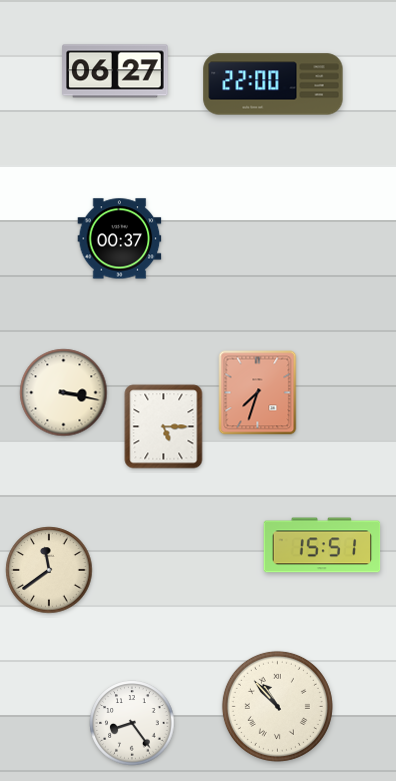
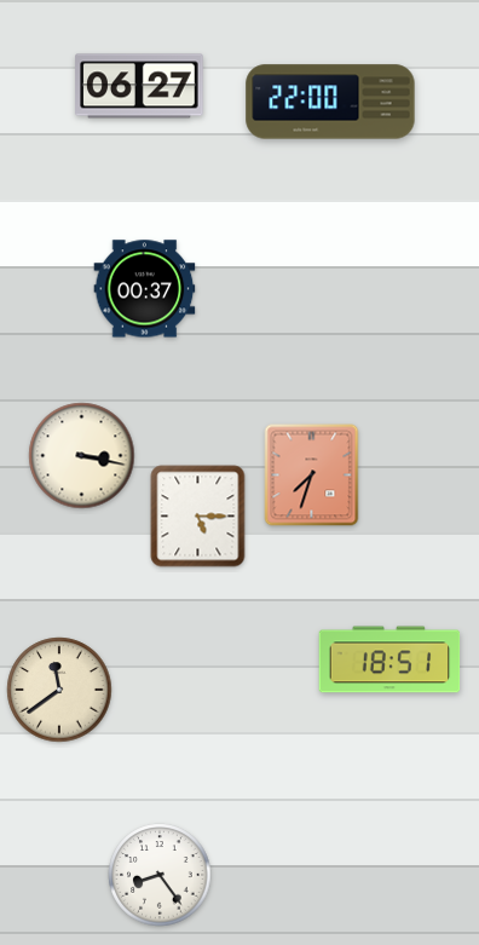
clock at (64, 393) position: (64, 393) -> (82, 456)
clock at (322, 545): 15:51 -> 18:51
clock at (277, 706): 10:53 -> none
